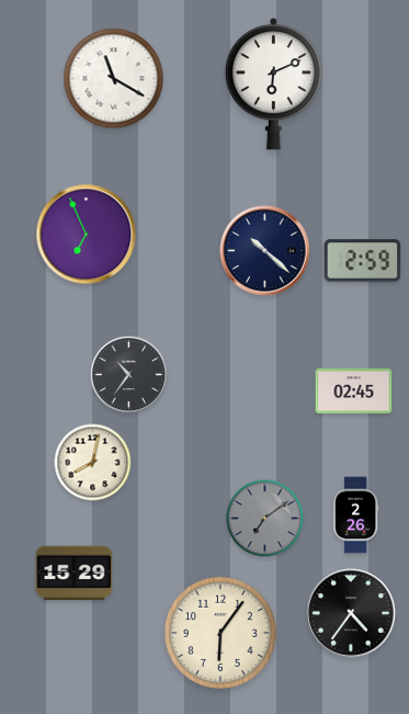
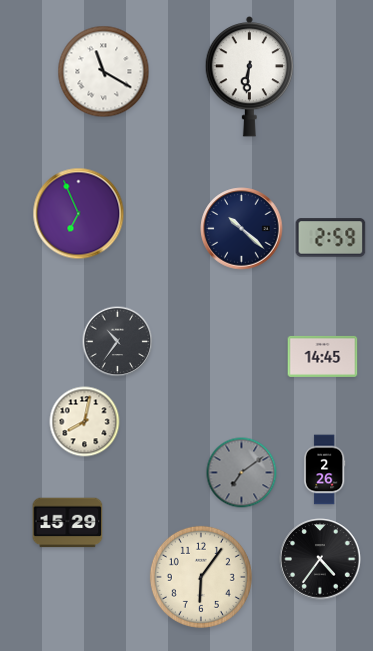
clock at (274, 83): 6:11 -> 6:31
clock at (354, 390): 02:45 -> 14:45
